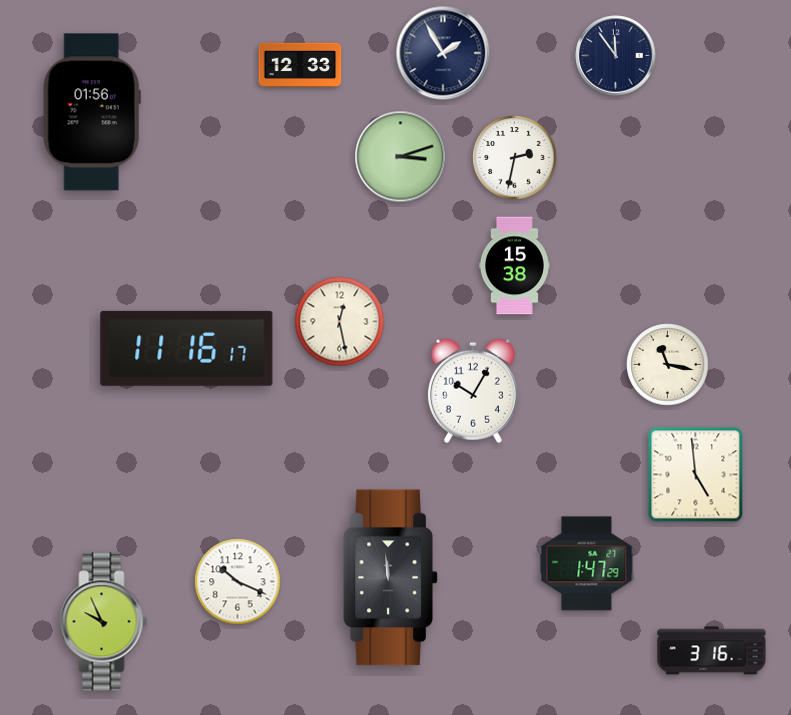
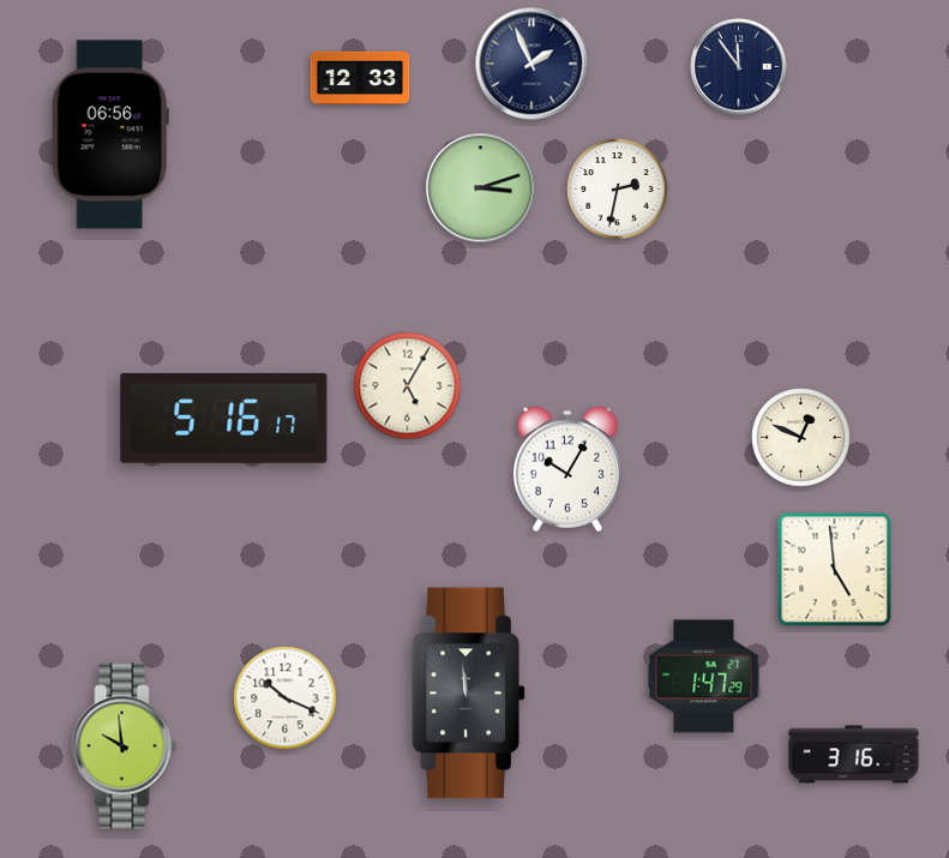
clock at (443, 53): 1:55 -> 1:56
clock at (92, 112): 01:56 -> 06:56
clock at (514, 266): 15:38 -> none
clock at (340, 322): 12:28 -> 5:05
clock at (187, 348): 11:16 -> 5:16
clock at (668, 365): 11:17 -> 12:49
clock at (104, 622): 9:56 -> 9:59
clock at (712, 651) position: (712, 651) -> (854, 755)
